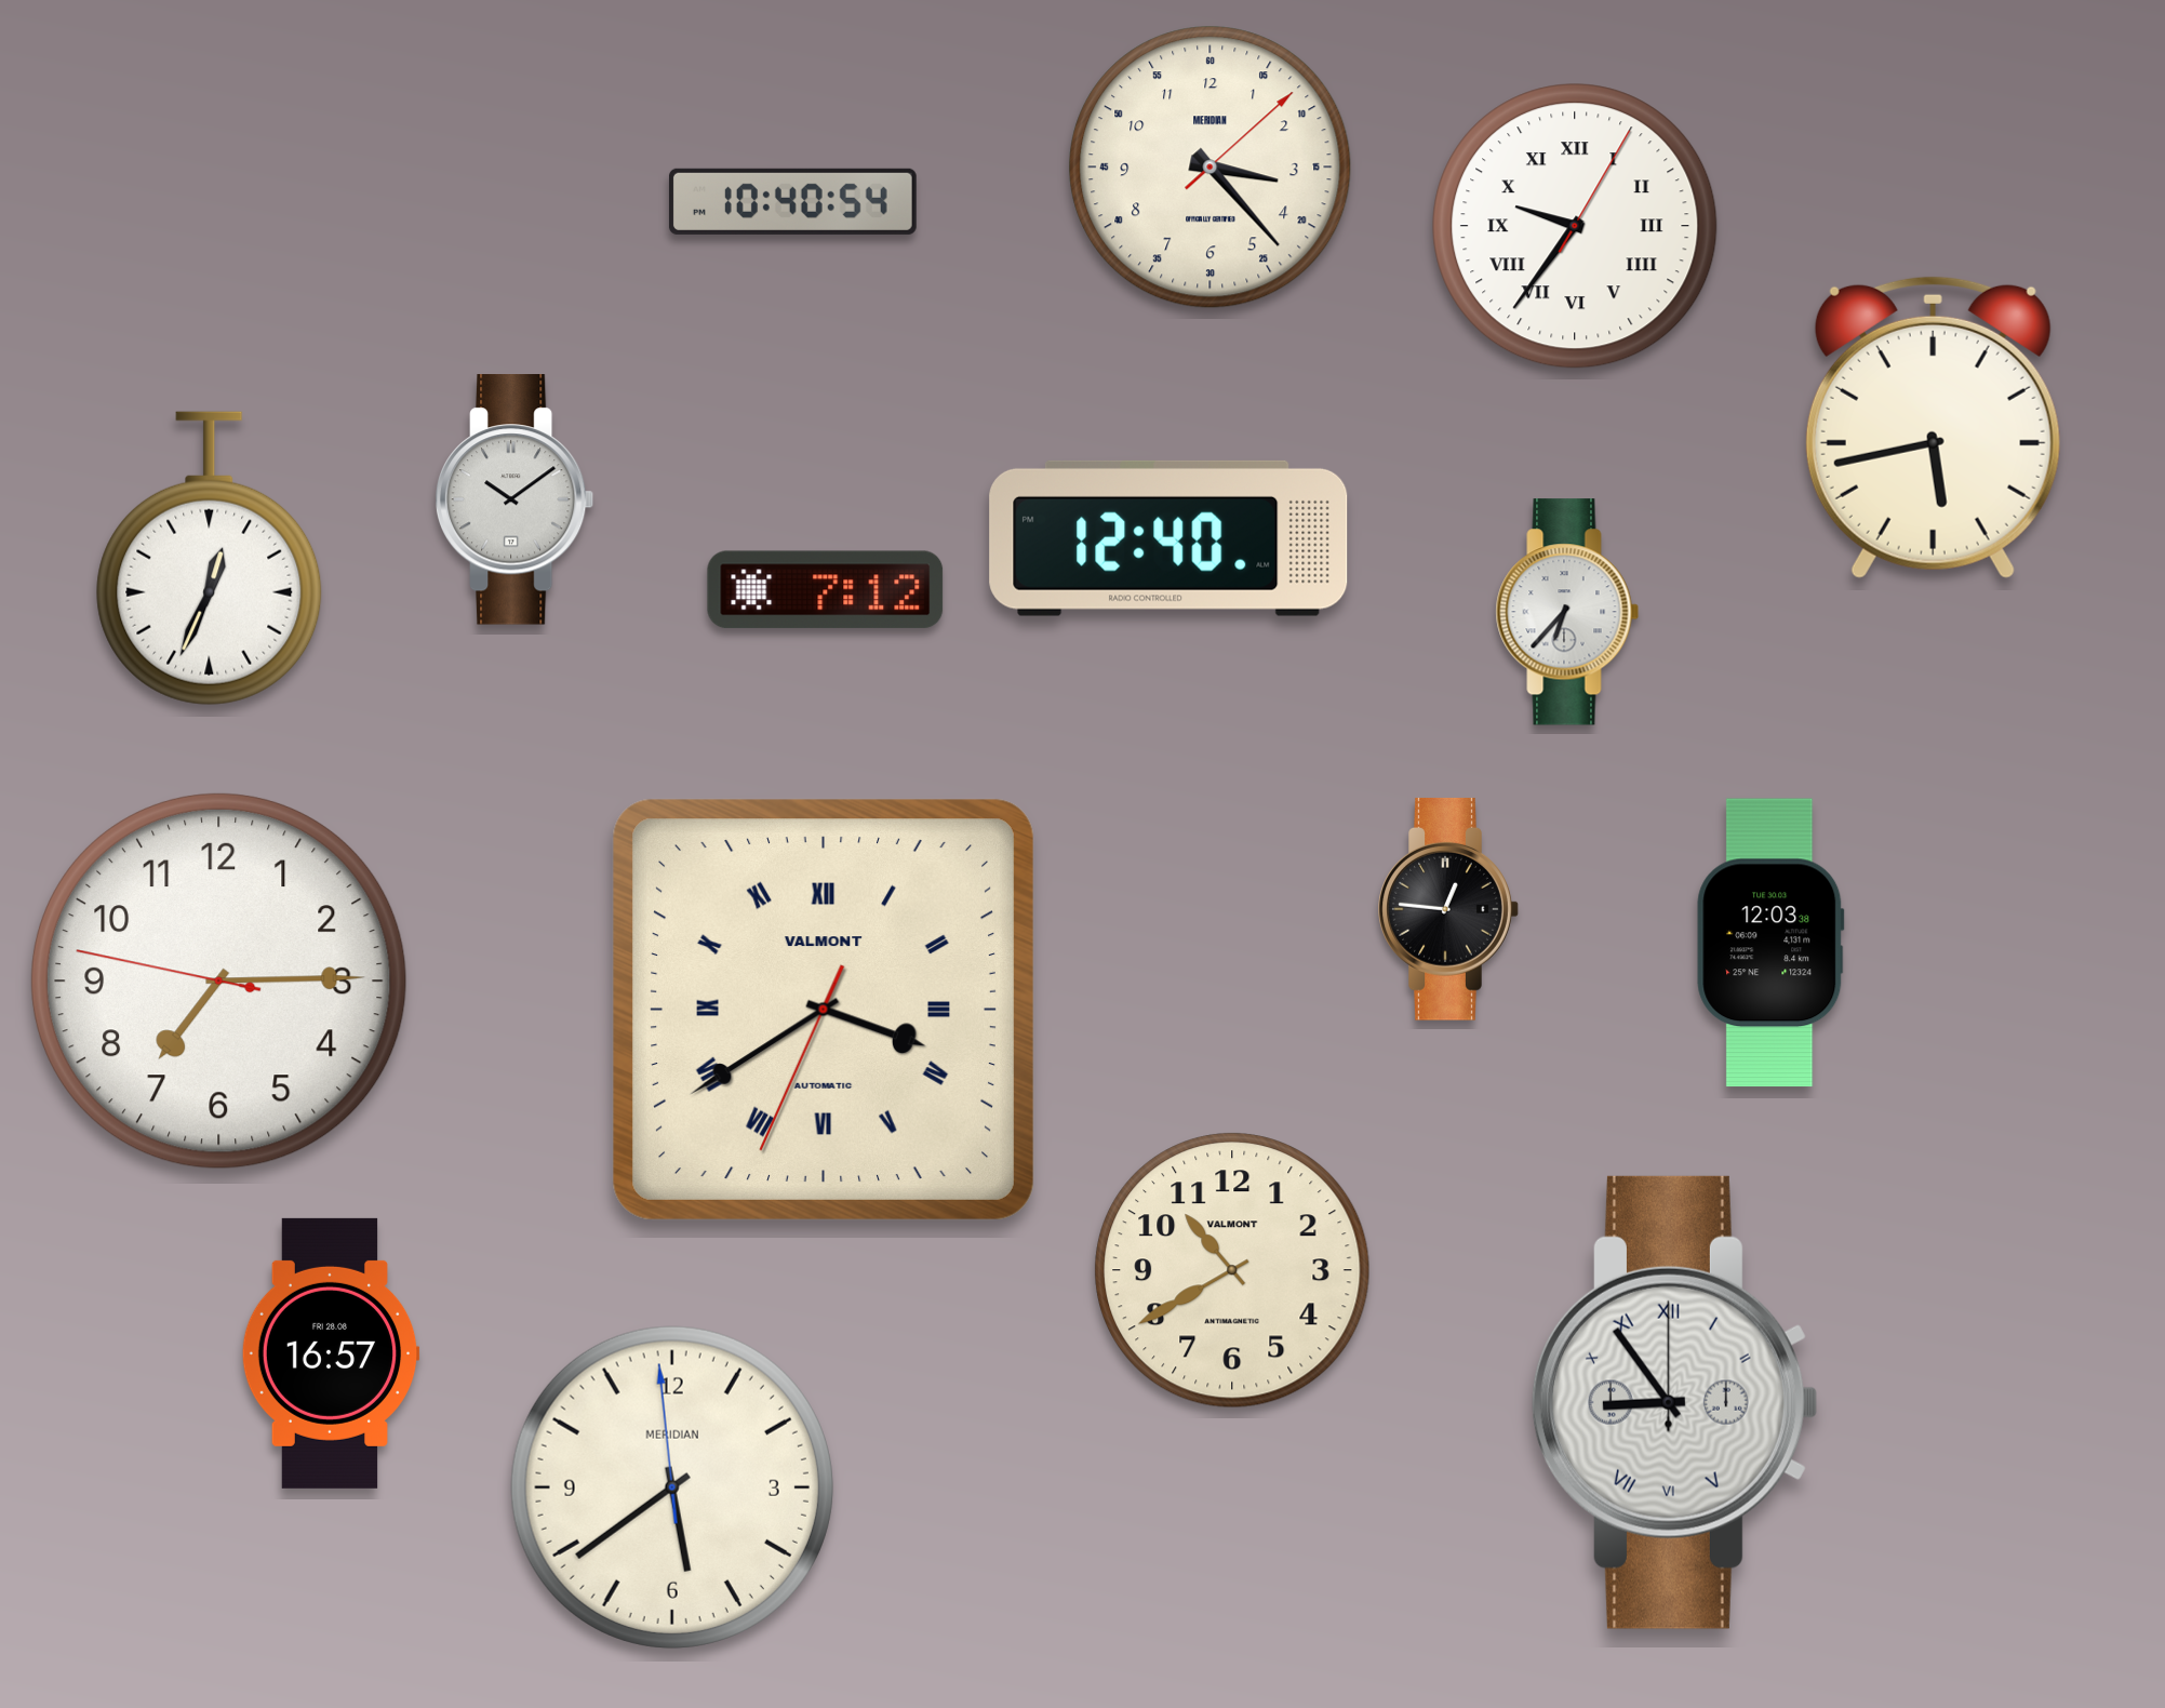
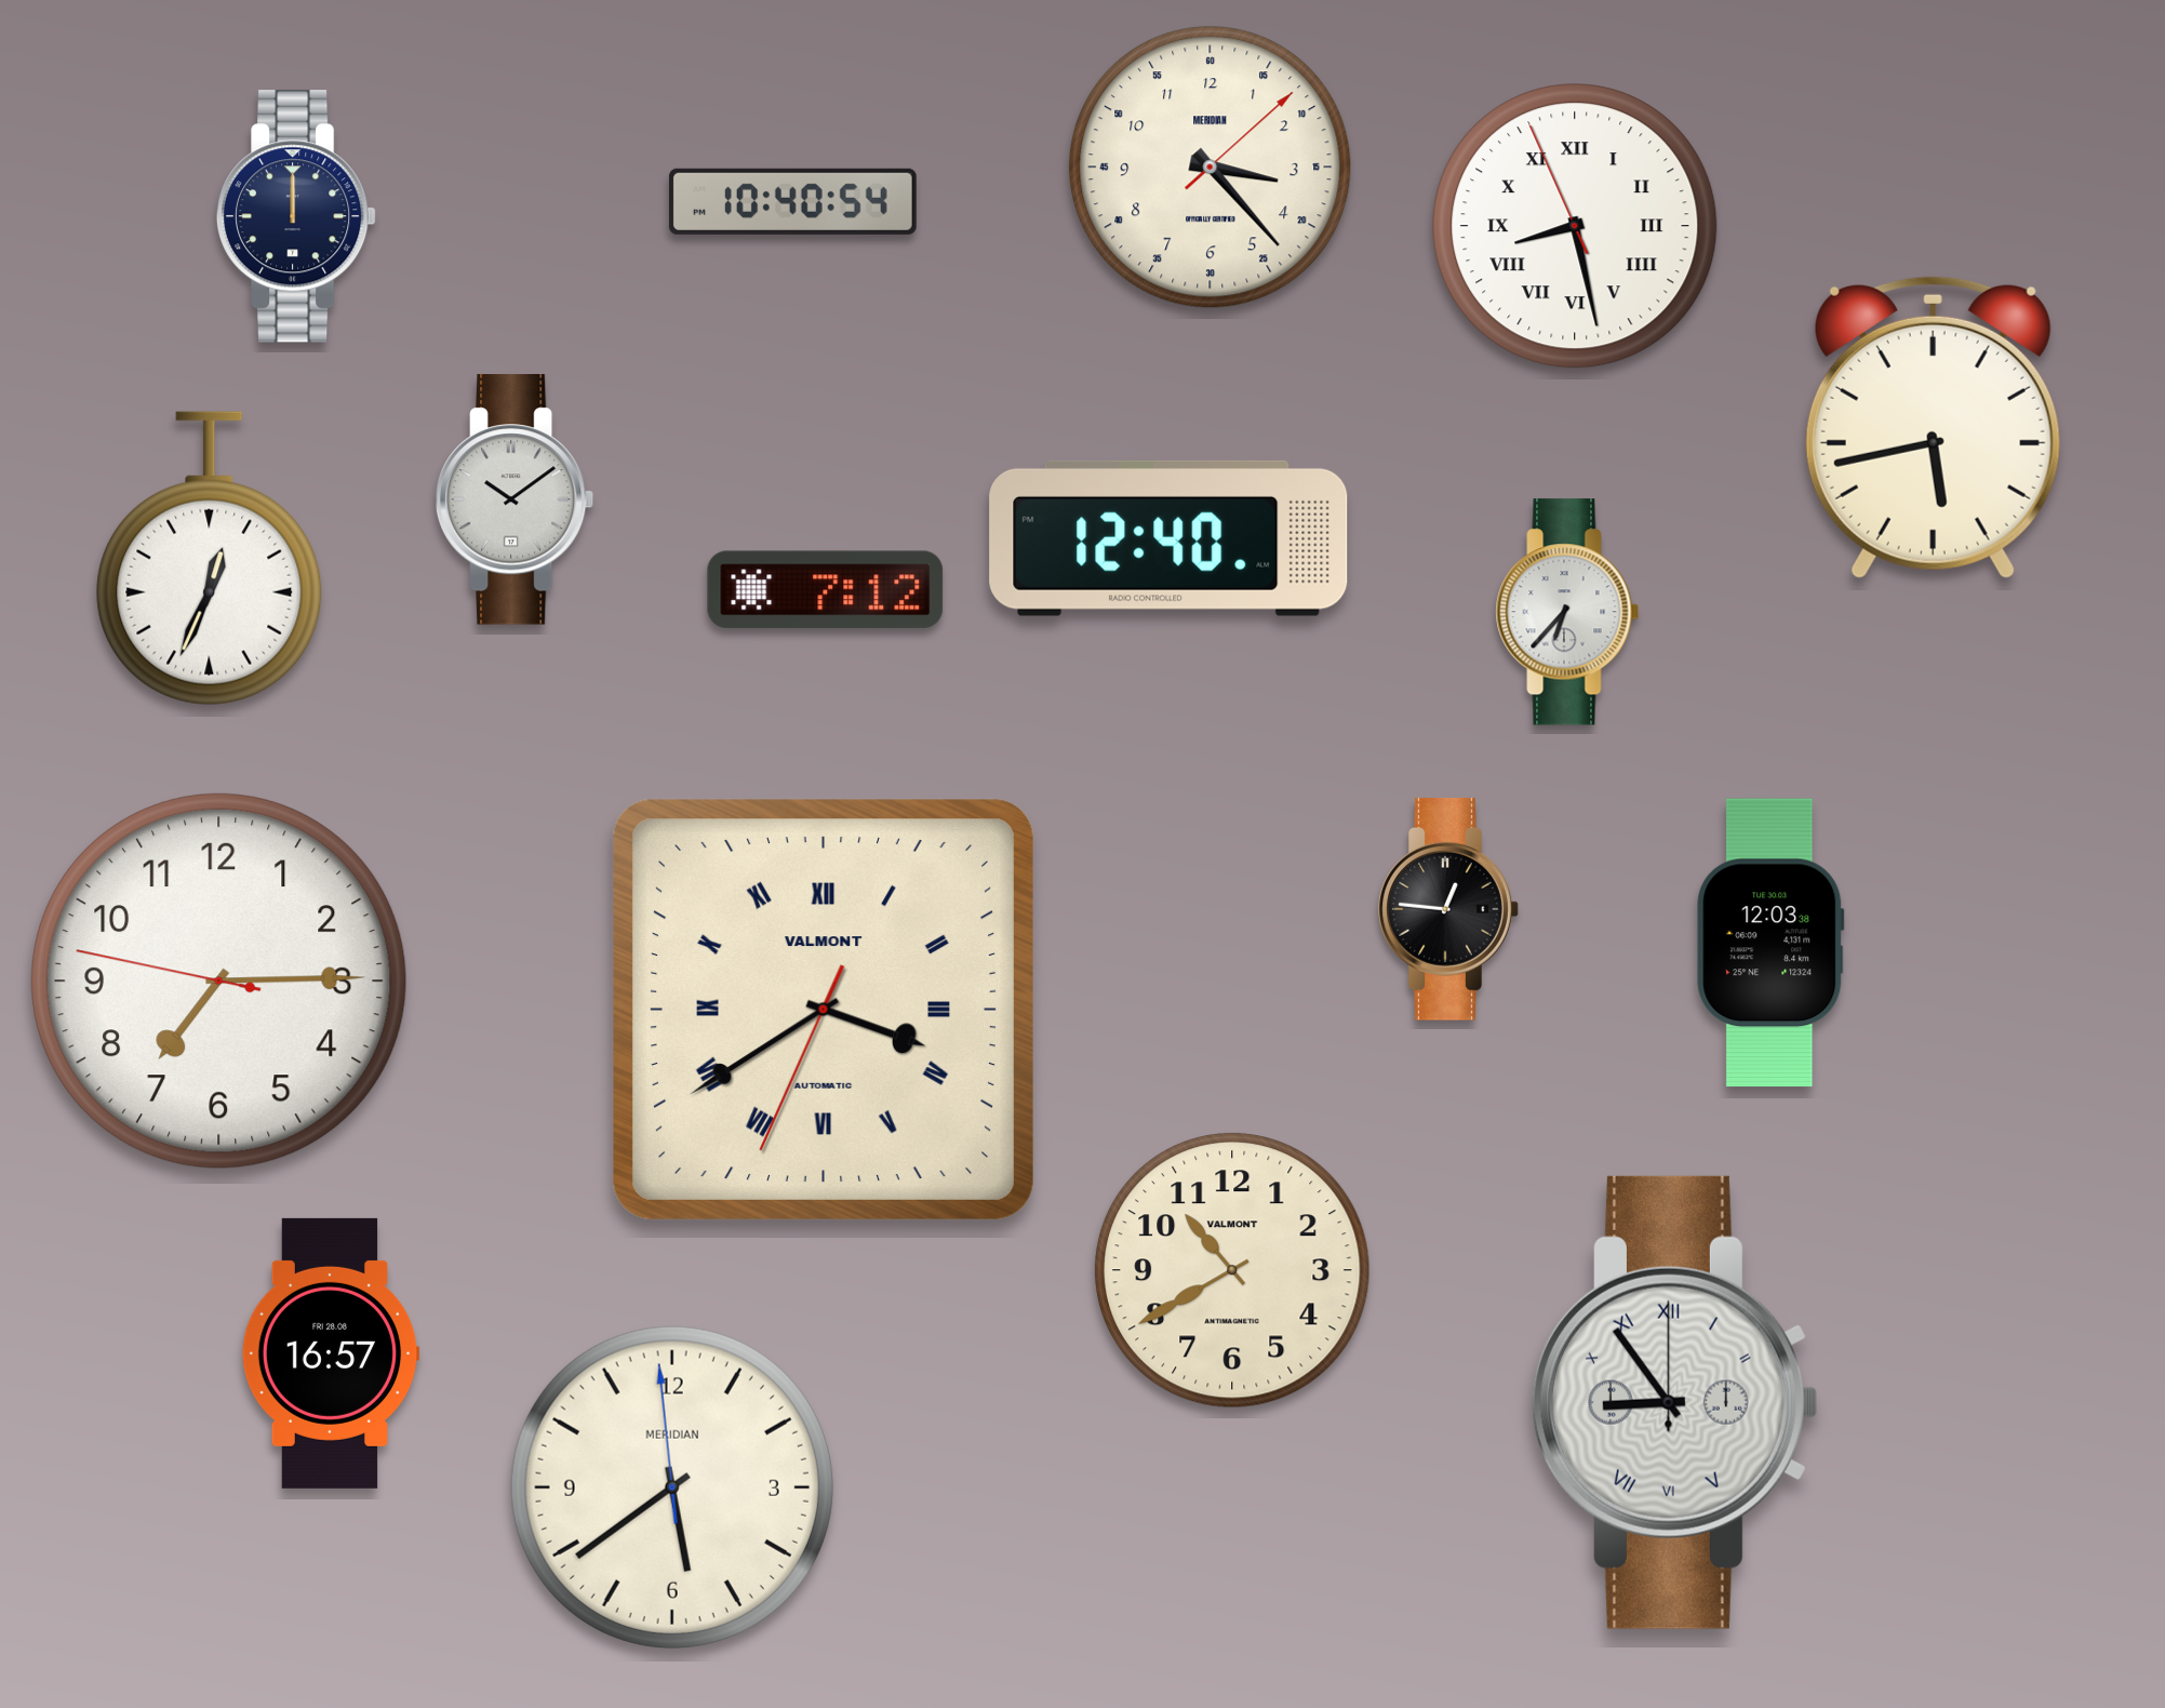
clock at (296, 216): none -> 12:00
clock at (1575, 226): 9:36 -> 8:27
